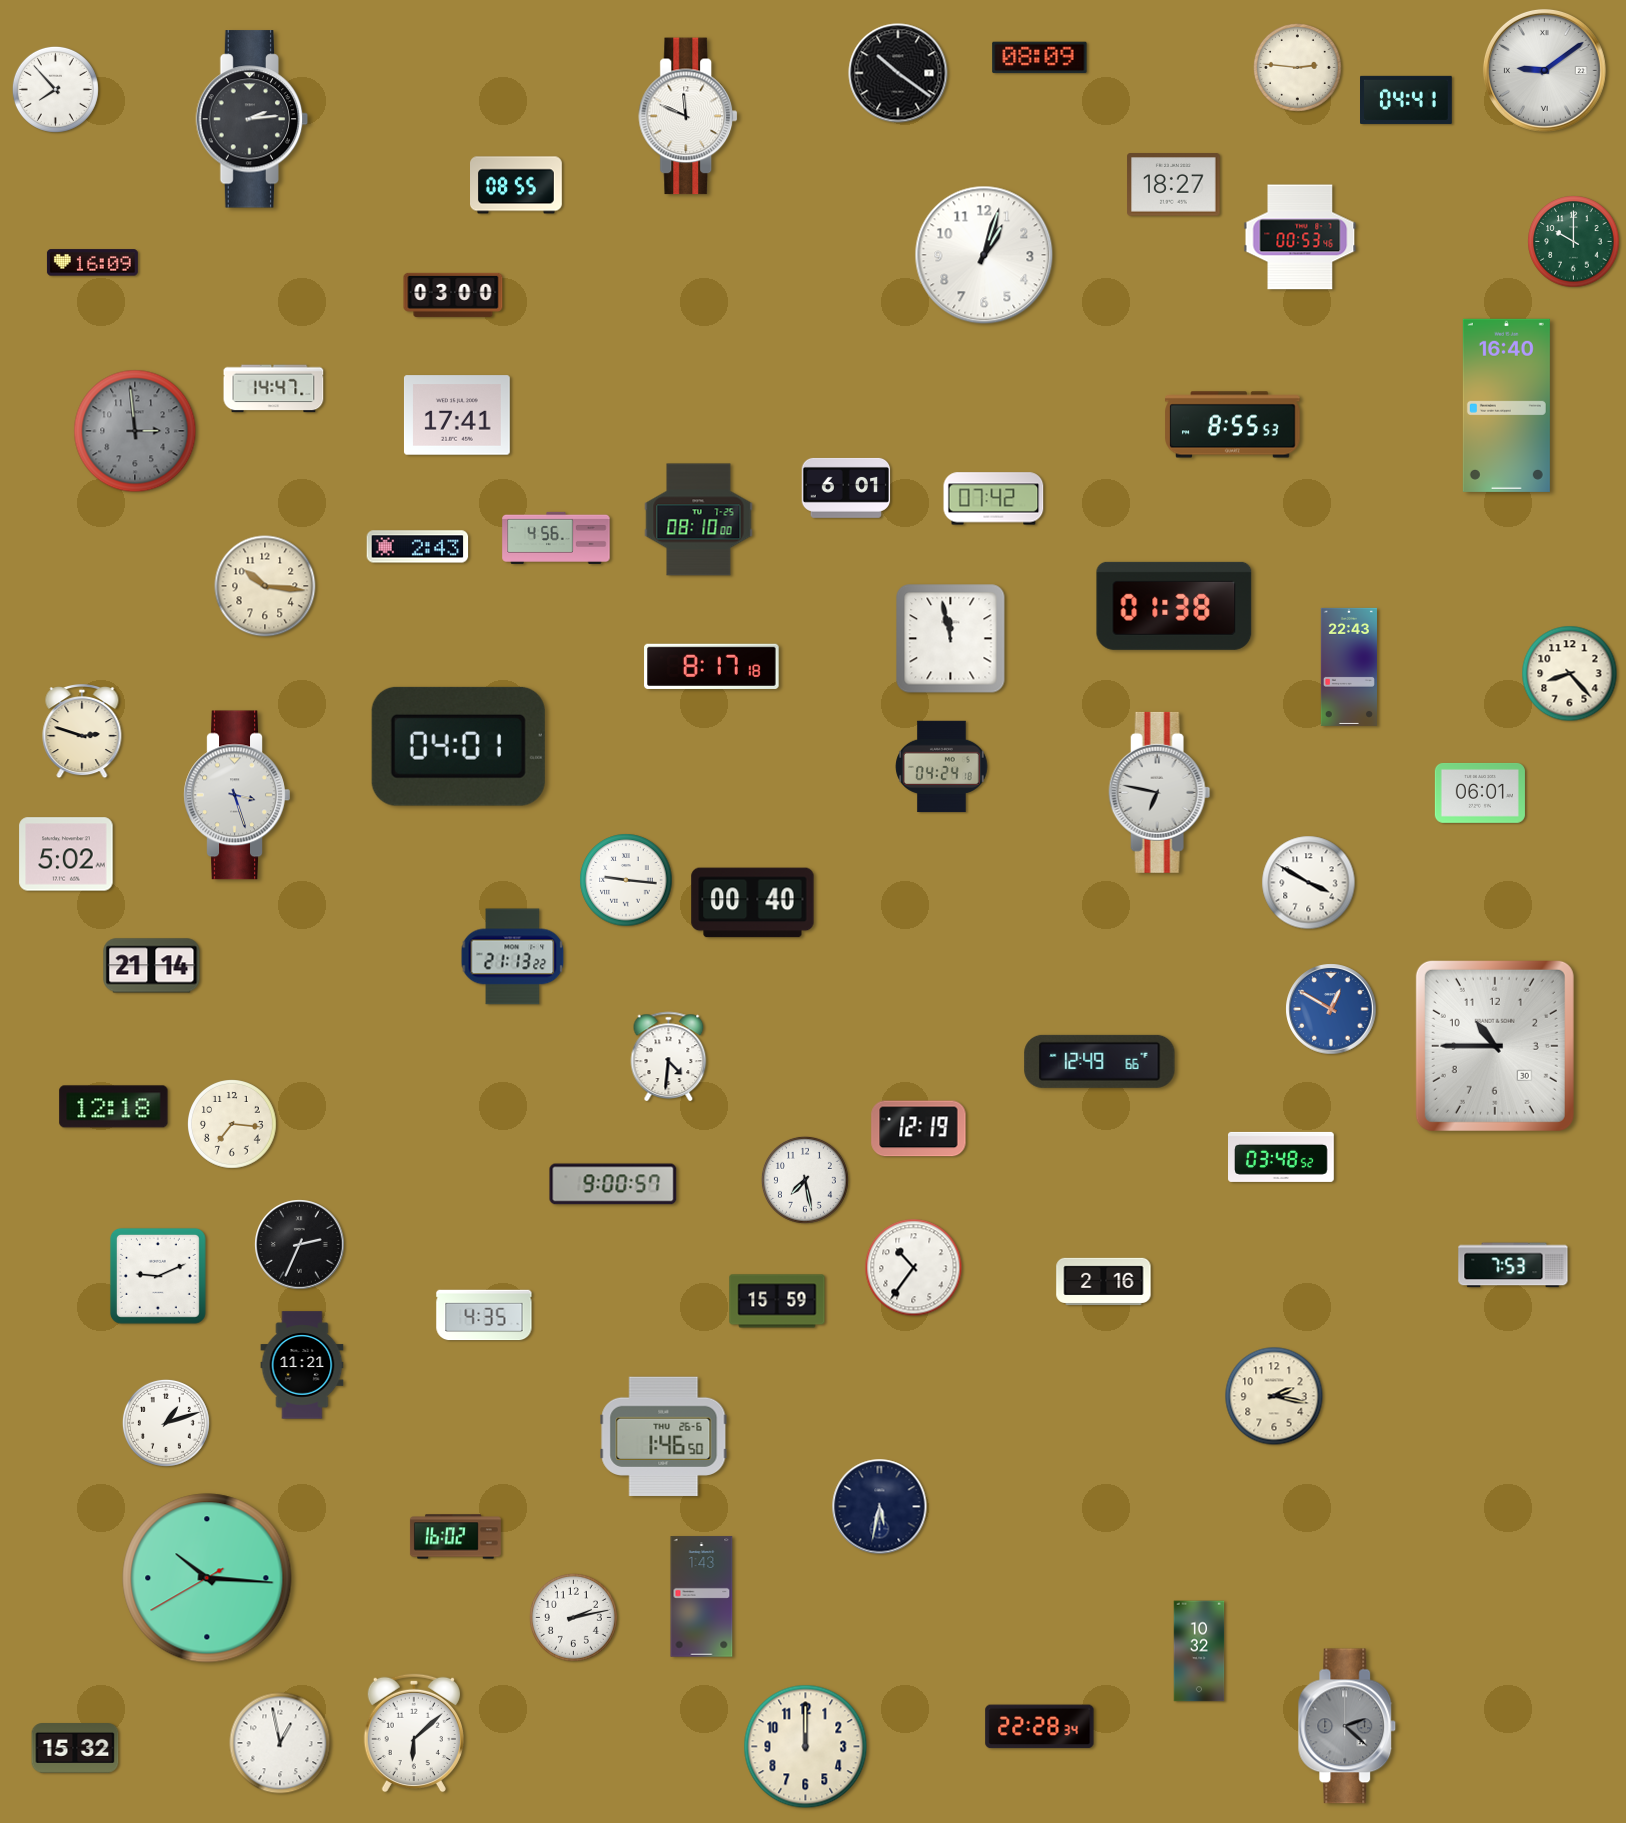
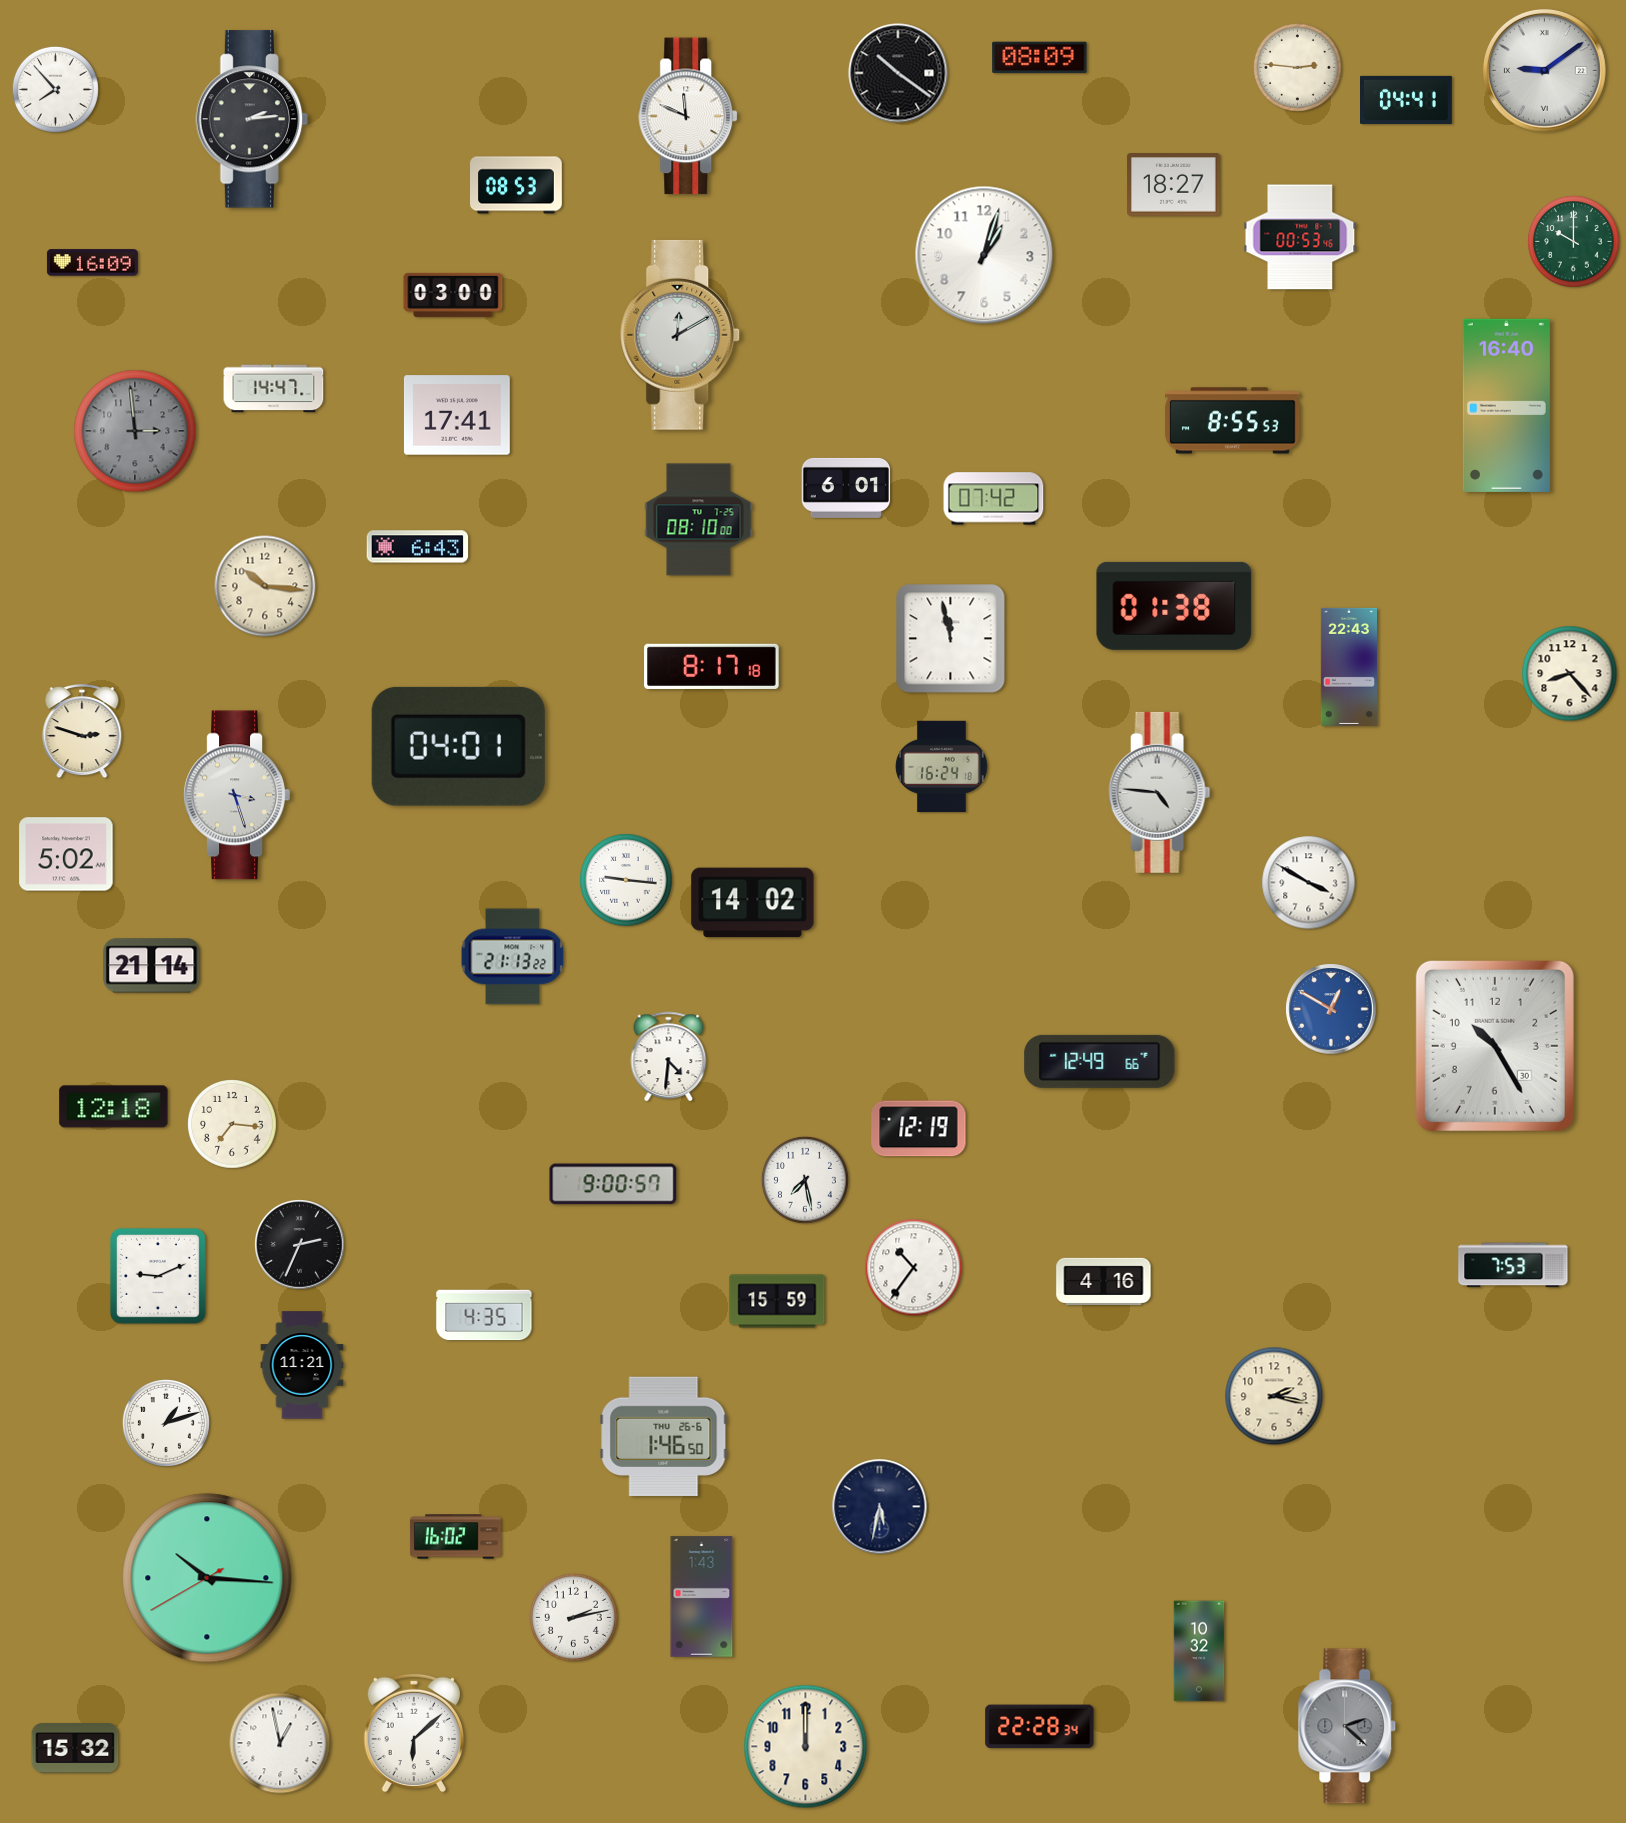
clock at (517, 185): 08:55 -> 08:53
clock at (680, 335): none -> 12:10
clock at (1233, 425) position: (1233, 425) -> (1233, 421)
clock at (556, 538): 4:56 -> none
clock at (418, 547): 2:43 -> 6:43
clock at (942, 767): 04:24 -> 16:24
clock at (1160, 792): 6:47 -> 4:46
clock at (1480, 793): 06:01 -> none
clock at (753, 903): 00:40 -> 14:02
clock at (1495, 1046): 10:45 -> 10:25
clock at (1282, 1157): 03:48 -> none
clock at (1104, 1281): 2:16 -> 4:16
